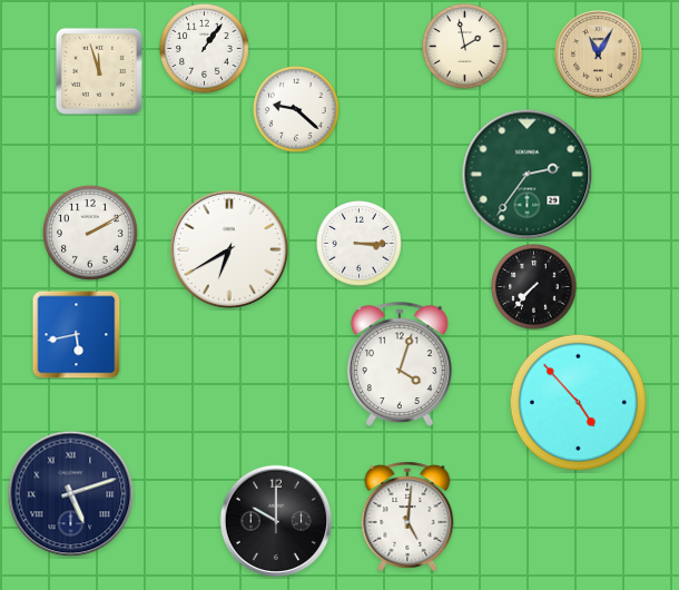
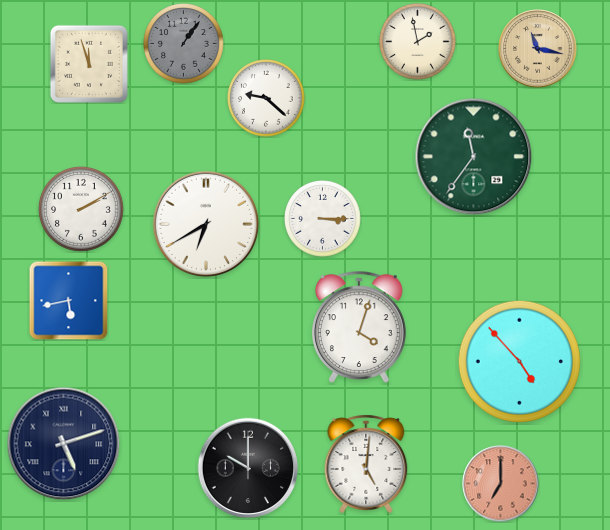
clock at (205, 49) dial: white -> grey
clock at (599, 55): 11:05 -> 11:17
clock at (528, 175): 2:36 -> 11:36
clock at (534, 287): 7:37 -> none
clock at (501, 484): none -> 7:00
